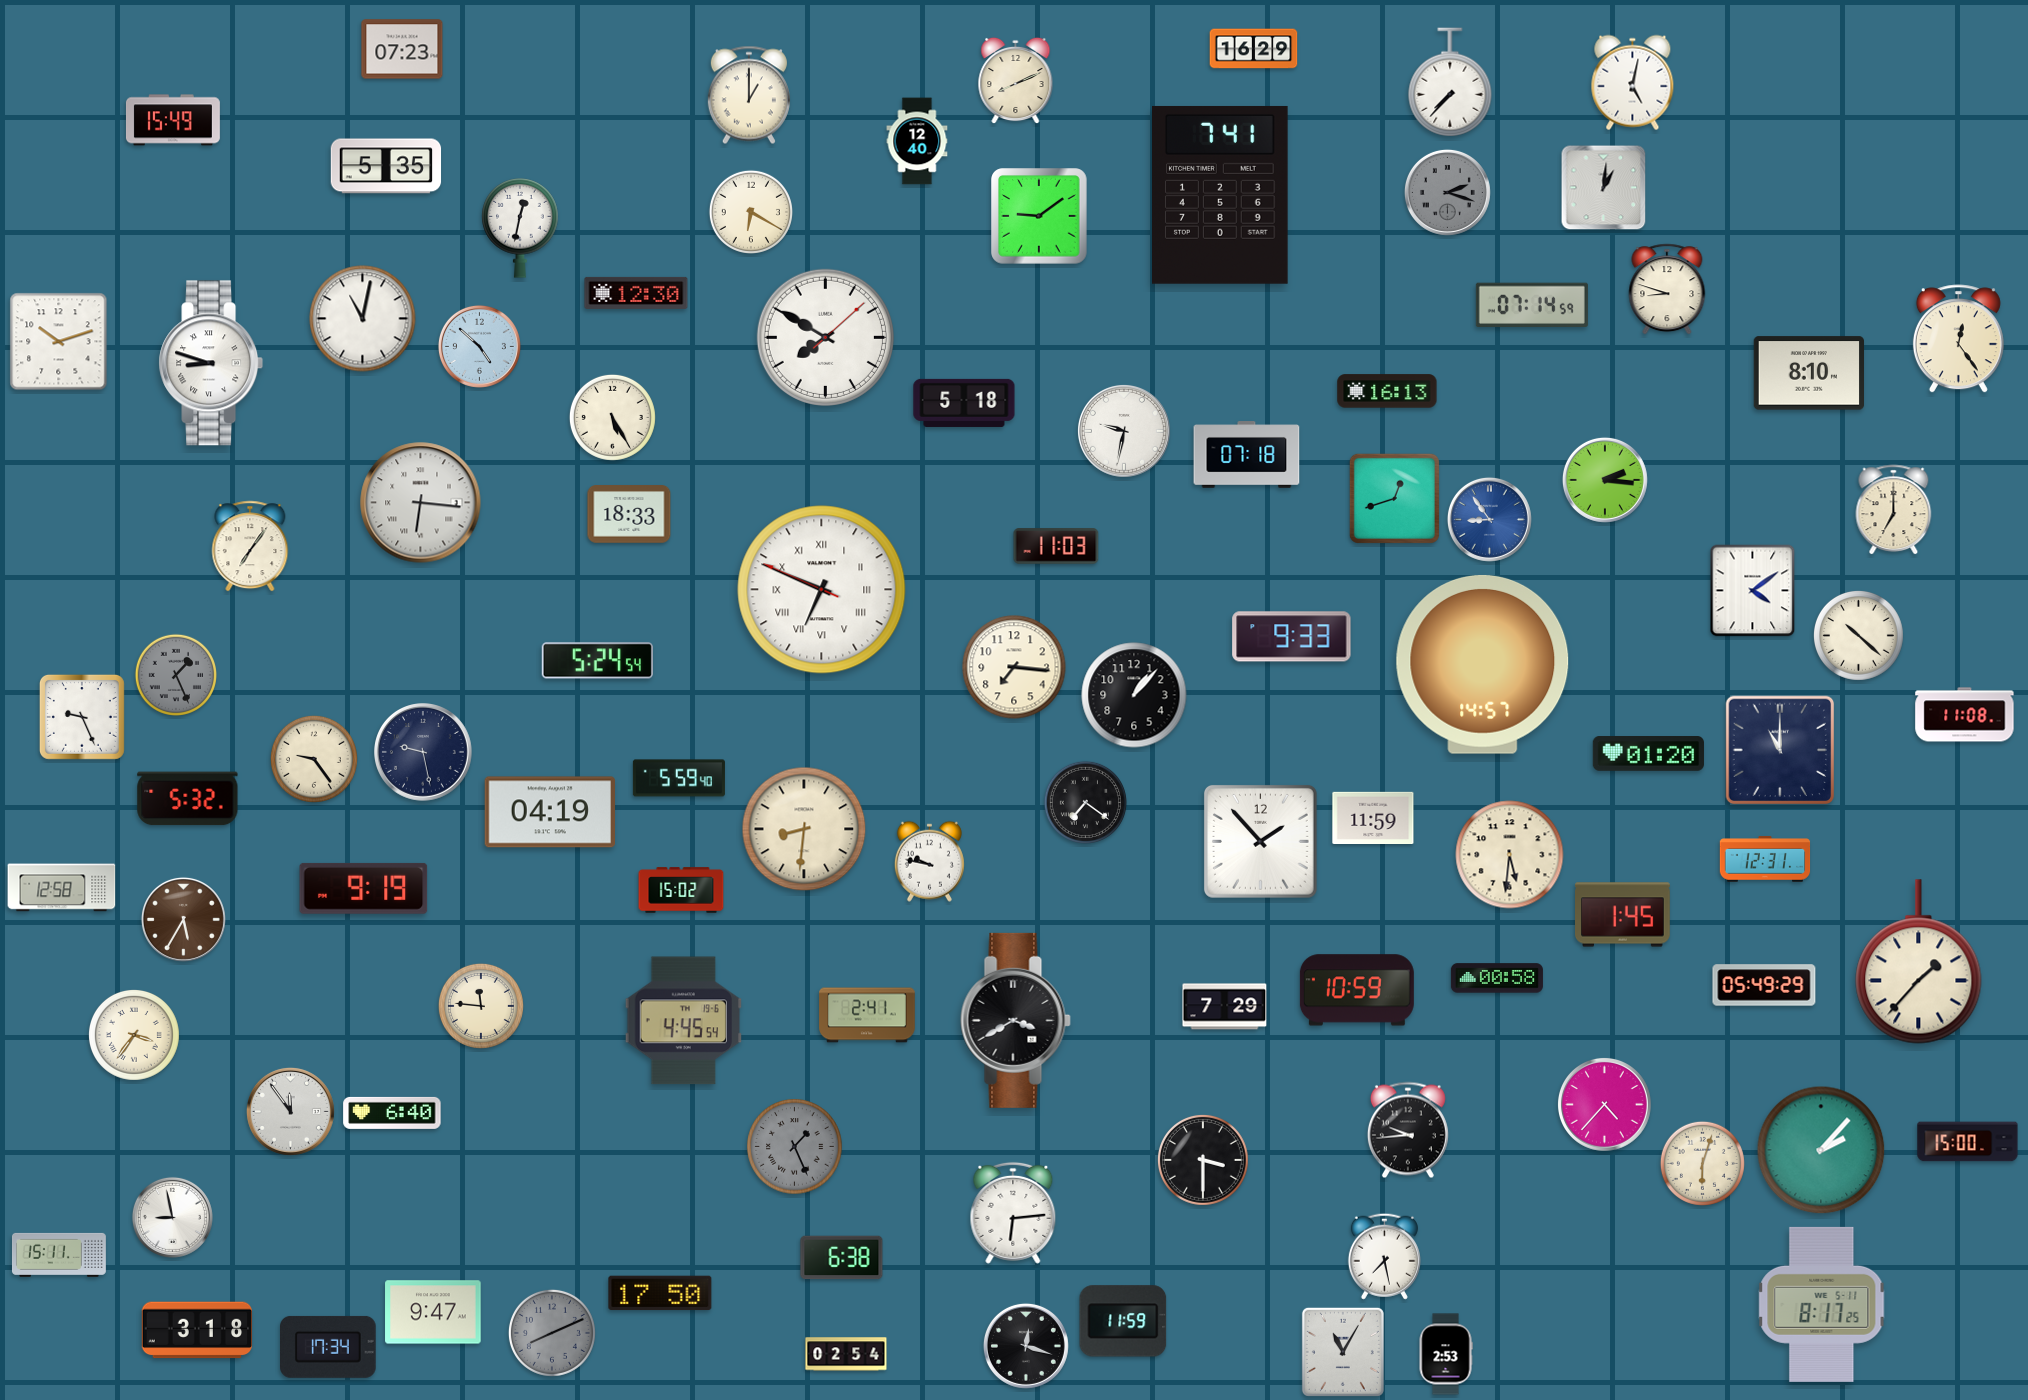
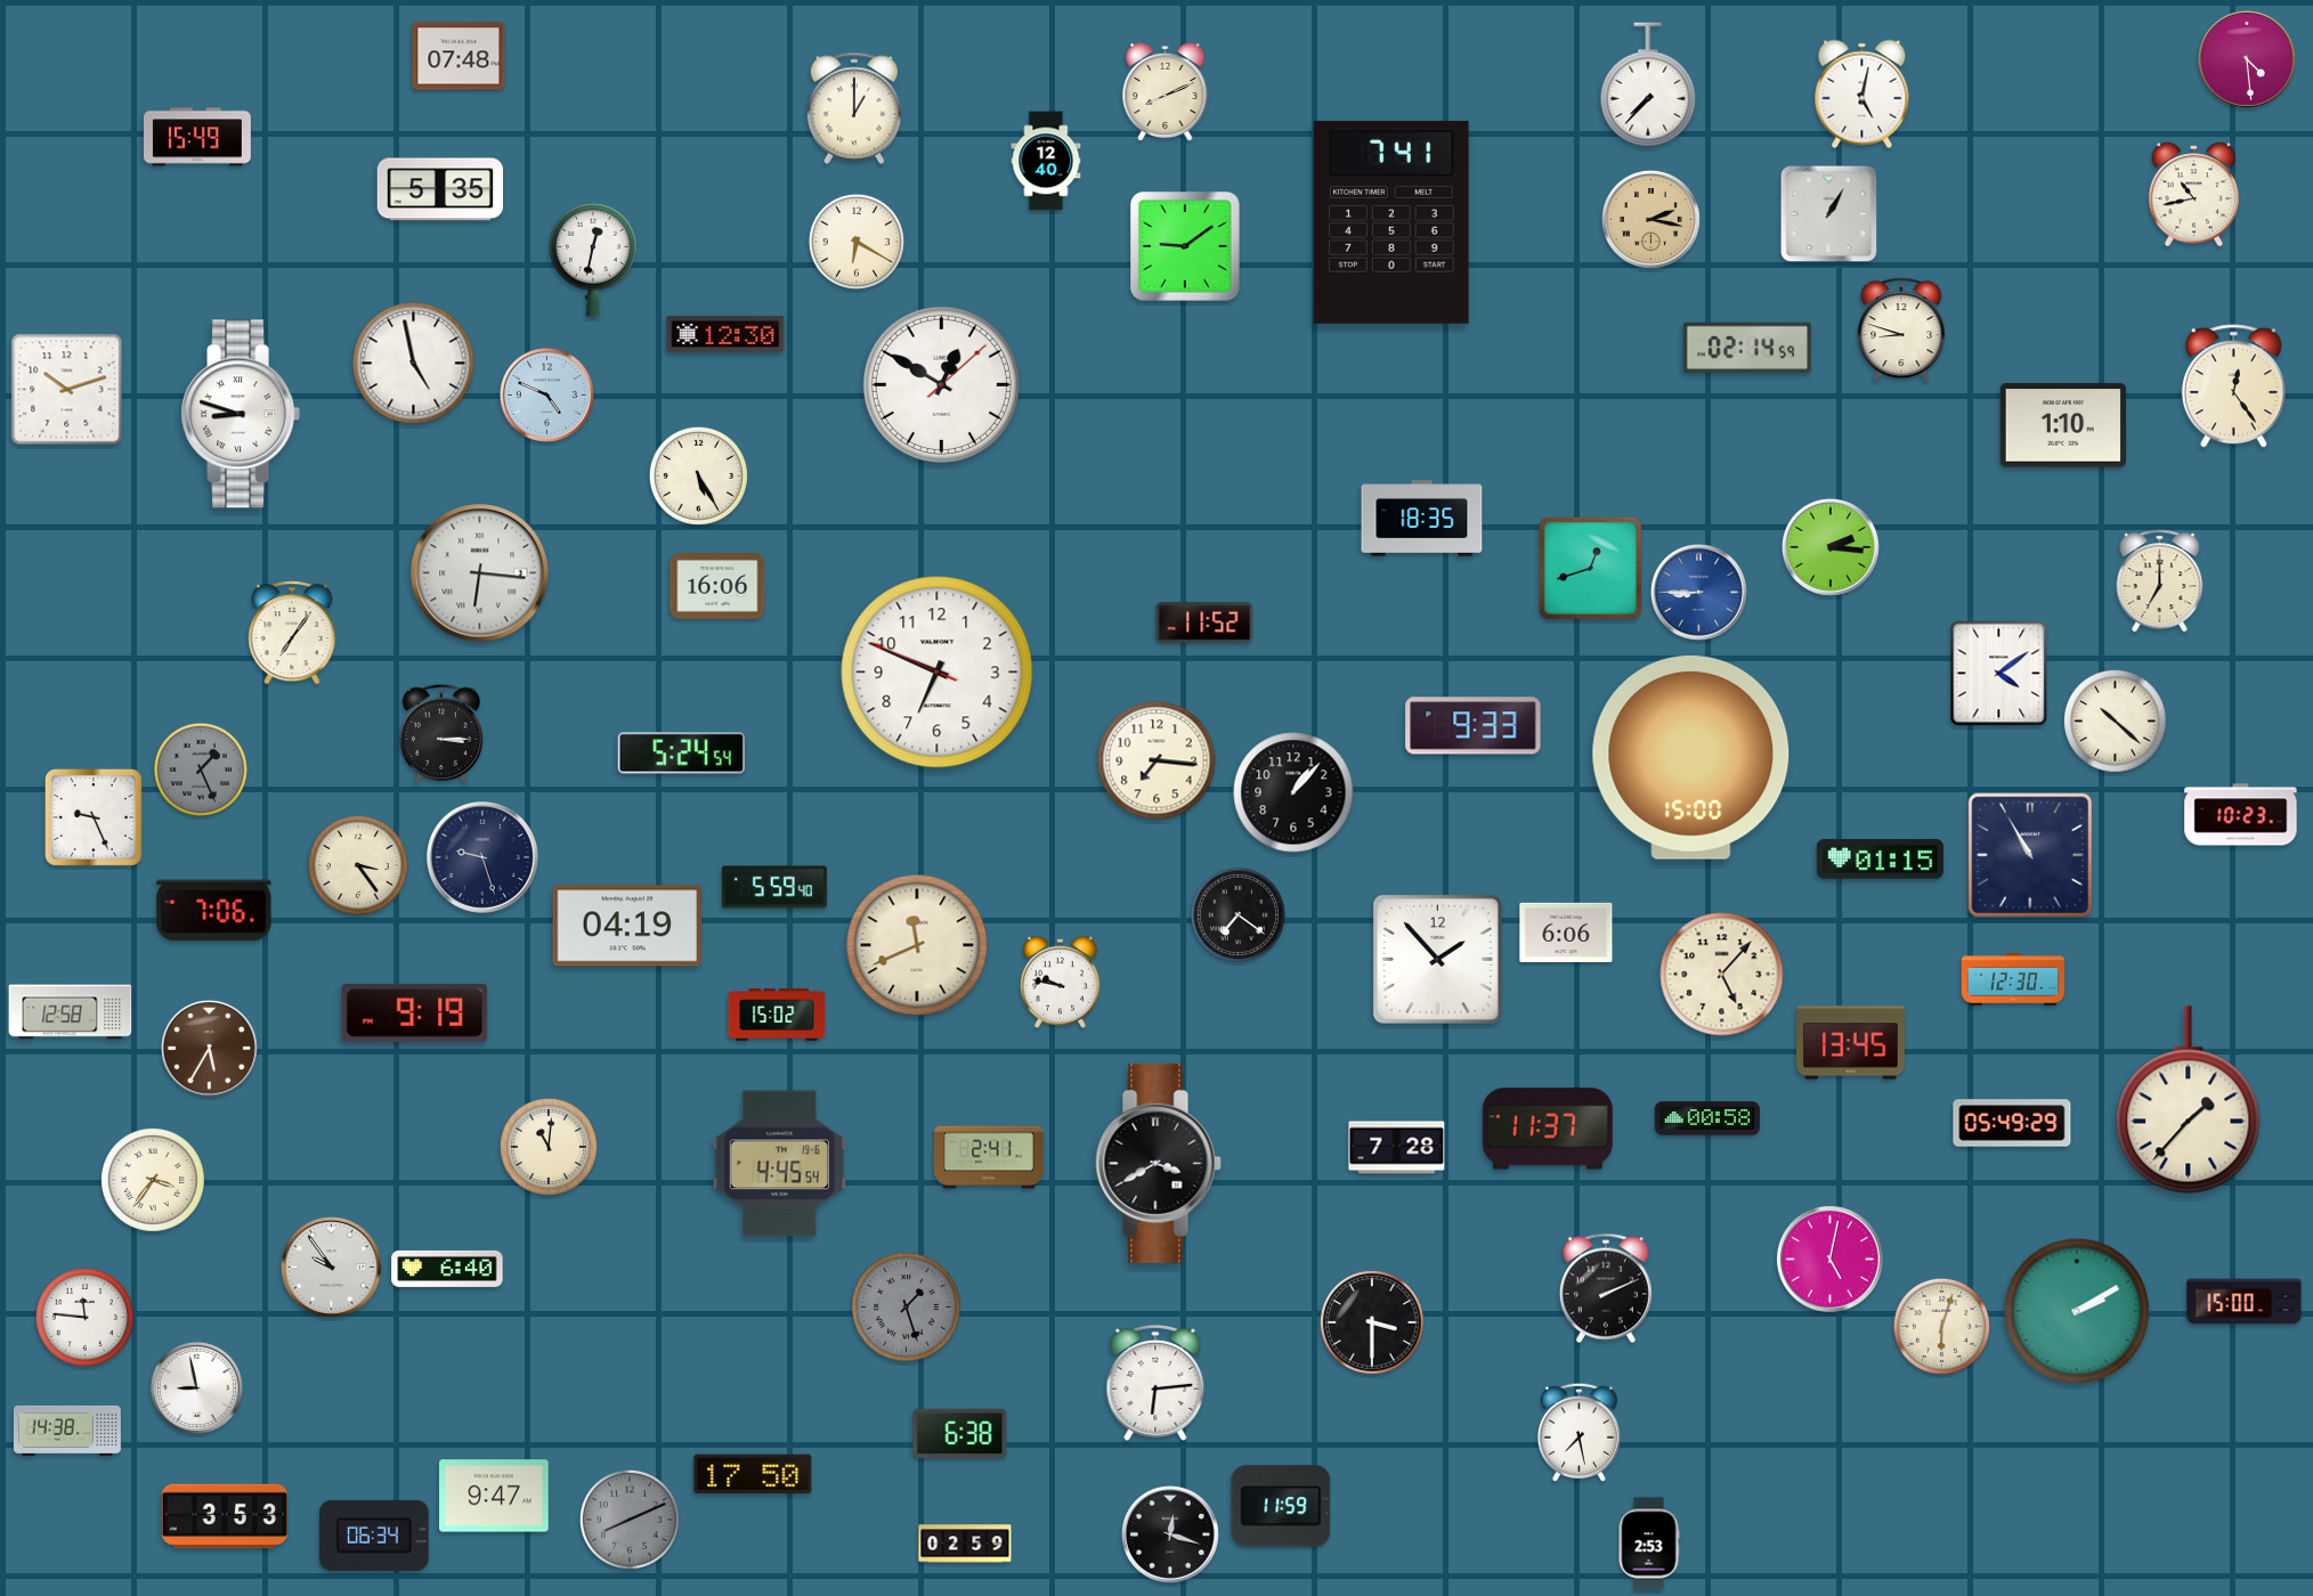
clock at (402, 49): 07:23 -> 07:48
clock at (1254, 49): 16:29 -> none
clock at (2247, 59): none -> 4:29
clock at (1016, 81) position: (1016, 81) -> (1166, 92)
clock at (1450, 82) position: (1450, 82) -> (1648, 84)
clock at (2193, 195): none -> 10:43
clock at (1604, 188): 1:01 -> 1:05
clock at (1447, 192): 2:18 -> 2:17
clock at (1447, 192) dial: grey -> champagne
clock at (1532, 304): 07:14 -> 02:14
clock at (363, 319): 11:02 -> 4:58
clock at (825, 337): 7:50 -> 12:50
clock at (479, 346): 4:52 -> 4:49
clock at (1808, 373): 8:10 -> 1:10
clock at (1387, 391): 16:13 -> none
clock at (964, 403): 5:18 -> none
clock at (1124, 431): 9:32 -> none
clock at (1247, 455): 07:18 -> 18:35
clock at (629, 514): 18:33 -> 16:06
clock at (1489, 519): 8:54 -> 8:45
clock at (250, 546) position: (250, 546) -> (292, 633)
clock at (1056, 546): 11:03 -> 11:52
clock at (822, 590) numerals: Roman -> Arabic
clock at (1858, 635) position: (1858, 635) -> (2115, 720)
clock at (440, 734): none -> 3:15
clock at (1483, 664): 14:57 -> 15:00
clock at (1965, 715): 11:08 -> 10:23
clock at (1780, 750): 11:00 -> 10:55
clock at (424, 753): 9:28 -> 9:27
clock at (1648, 754): 01:20 -> 01:15
clock at (314, 759): 9:24 -> 3:24
clock at (188, 799): 5:32 -> 7:06
clock at (1373, 817): 11:59 -> 6:06
clock at (804, 829): 8:31 -> 11:41
clock at (1510, 855): 5:31 -> 5:07
clock at (1765, 859): 12:31 -> 12:30
clock at (1623, 915): 1:45 -> 13:45
clock at (1919, 962) position: (1919, 962) -> (2189, 1100)
clock at (1497, 978) position: (1497, 978) -> (1707, 1118)
clock at (1357, 990): 10:59 -> 11:37
clock at (481, 1006): 11:46 -> 11:01
clock at (1225, 1007): 7:29 -> 7:28
clock at (1604, 1104): 4:37 -> 5:02
clock at (290, 1111): 11:54 -> 9:54
clock at (1408, 1130): 9:44 -> 2:11
clock at (795, 1147): 1:26 -> 1:27
clock at (1821, 1150): 2:07 -> 2:10
clock at (84, 1317): none -> 11:46
clock at (59, 1255): 15:11 -> 14:38
clock at (1822, 1304): 8:17 -> none
clock at (197, 1330): 3:18 -> 3:53
clock at (329, 1347): 17:34 -> 06:34
clock at (1343, 1352): 11:05 -> none
clock at (846, 1354): 02:54 -> 02:59
